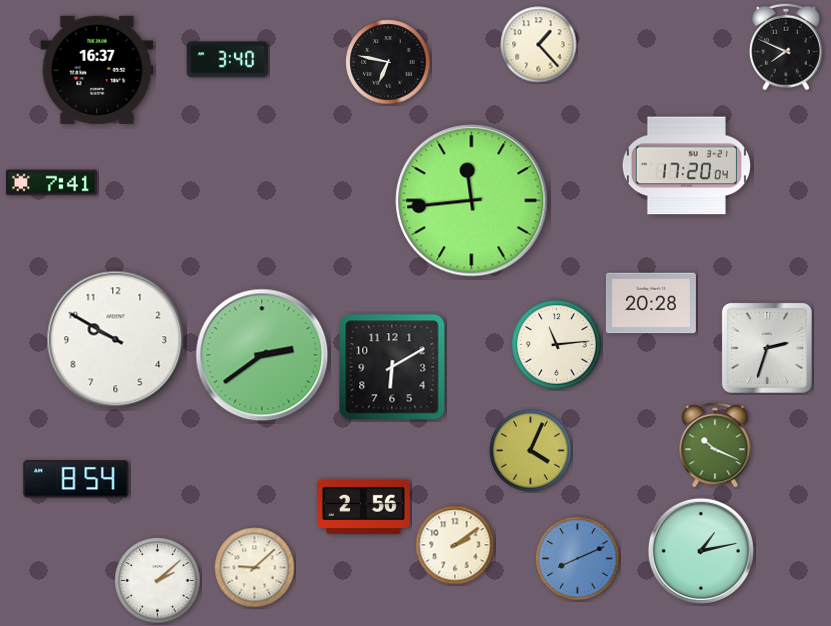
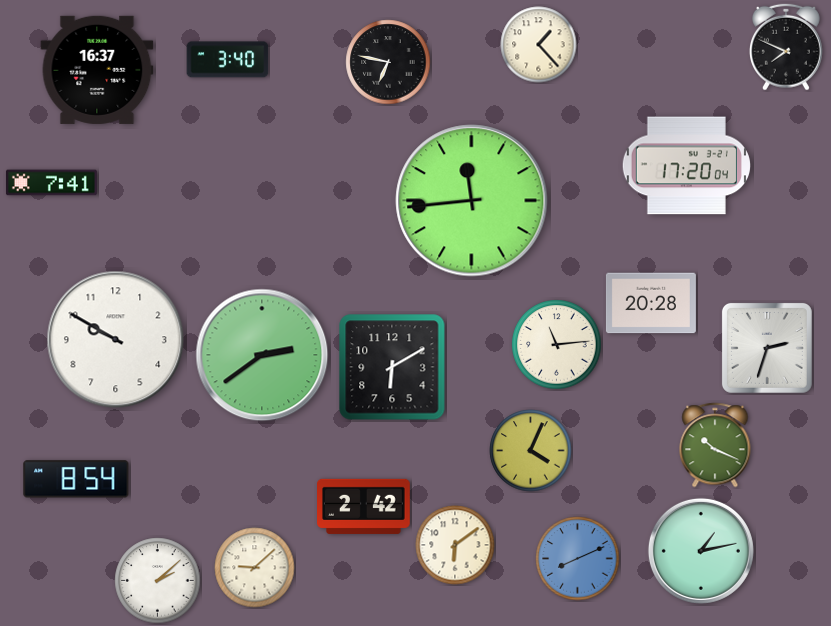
clock at (364, 506): 2:56 -> 2:42
clock at (455, 545): 2:09 -> 6:09
